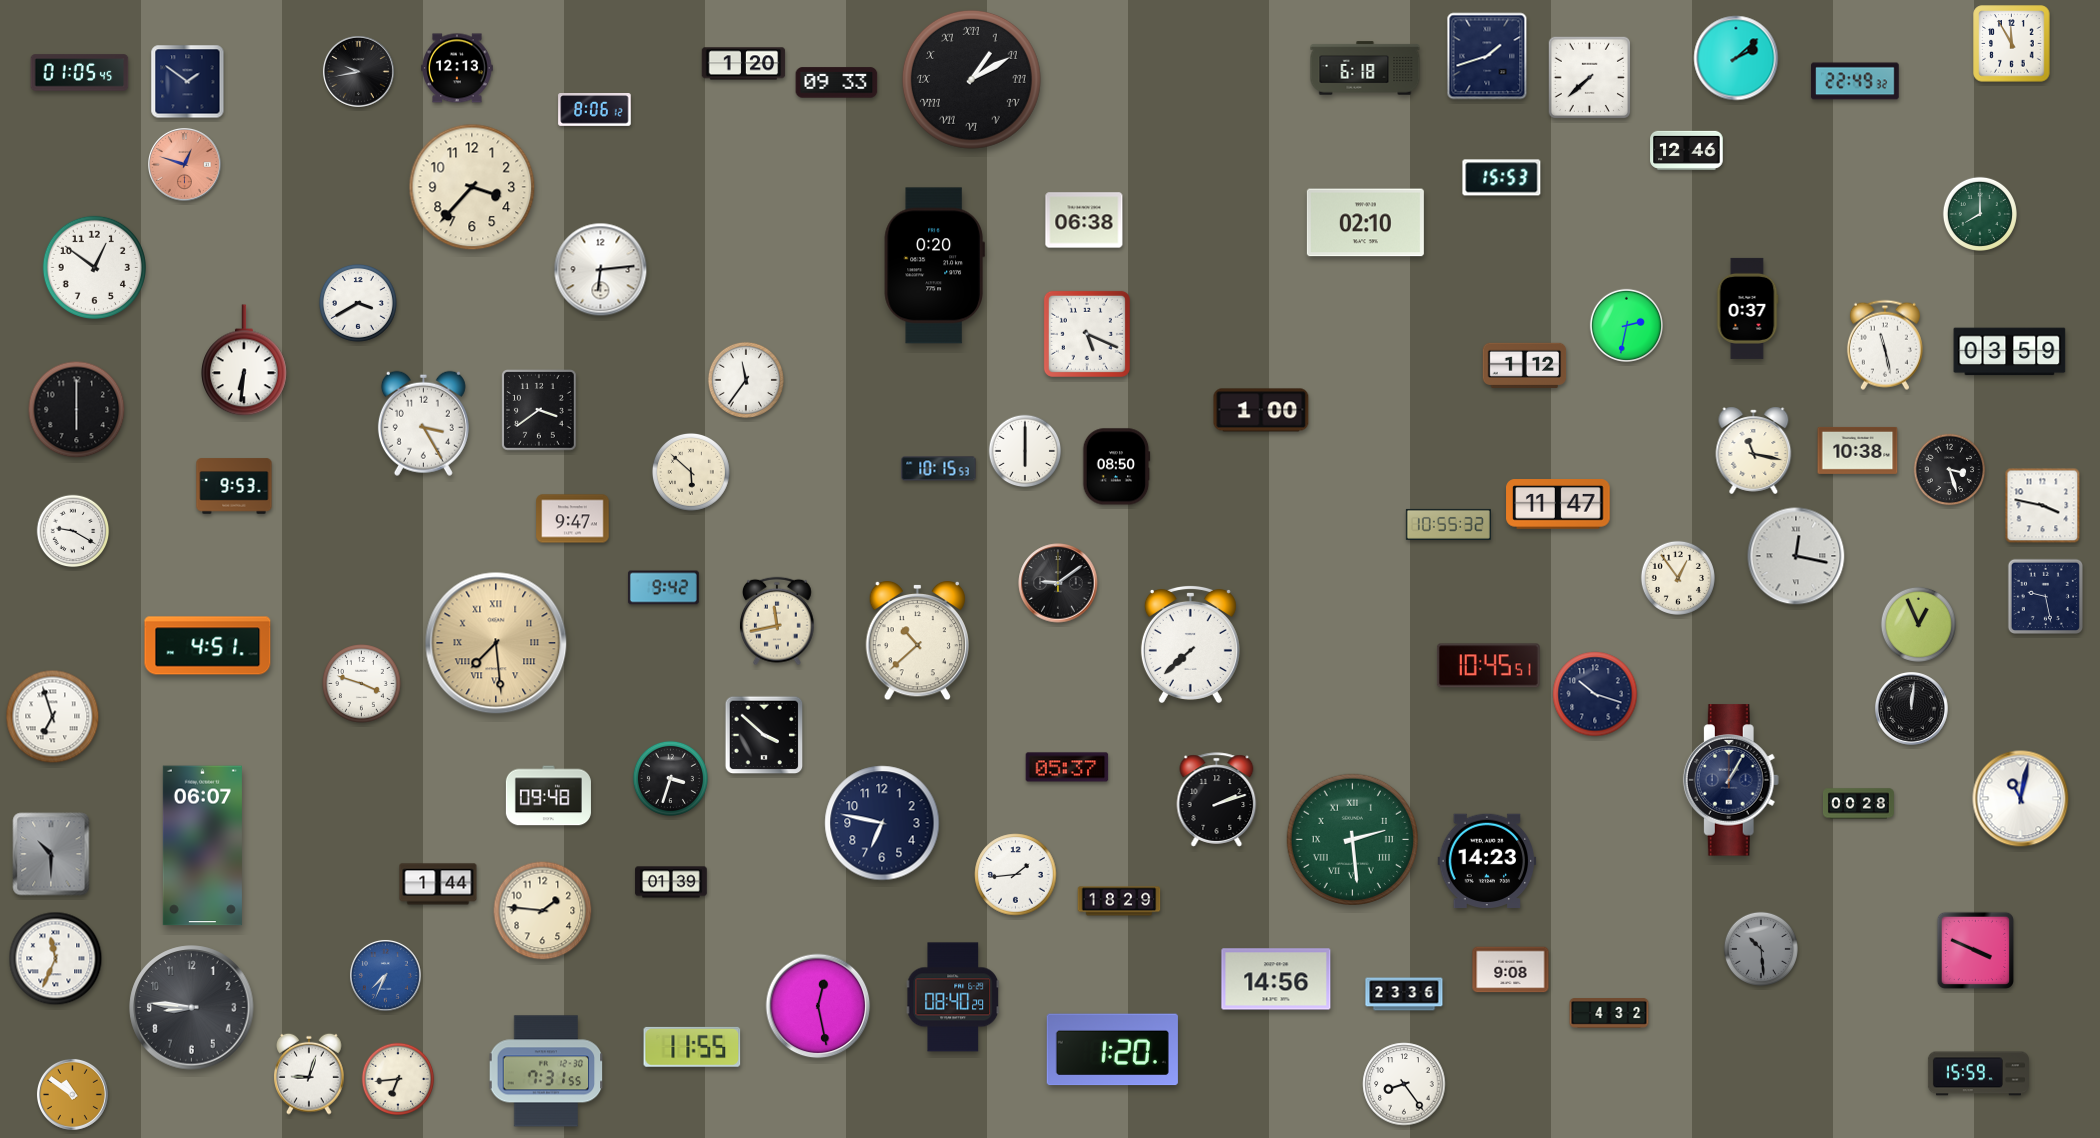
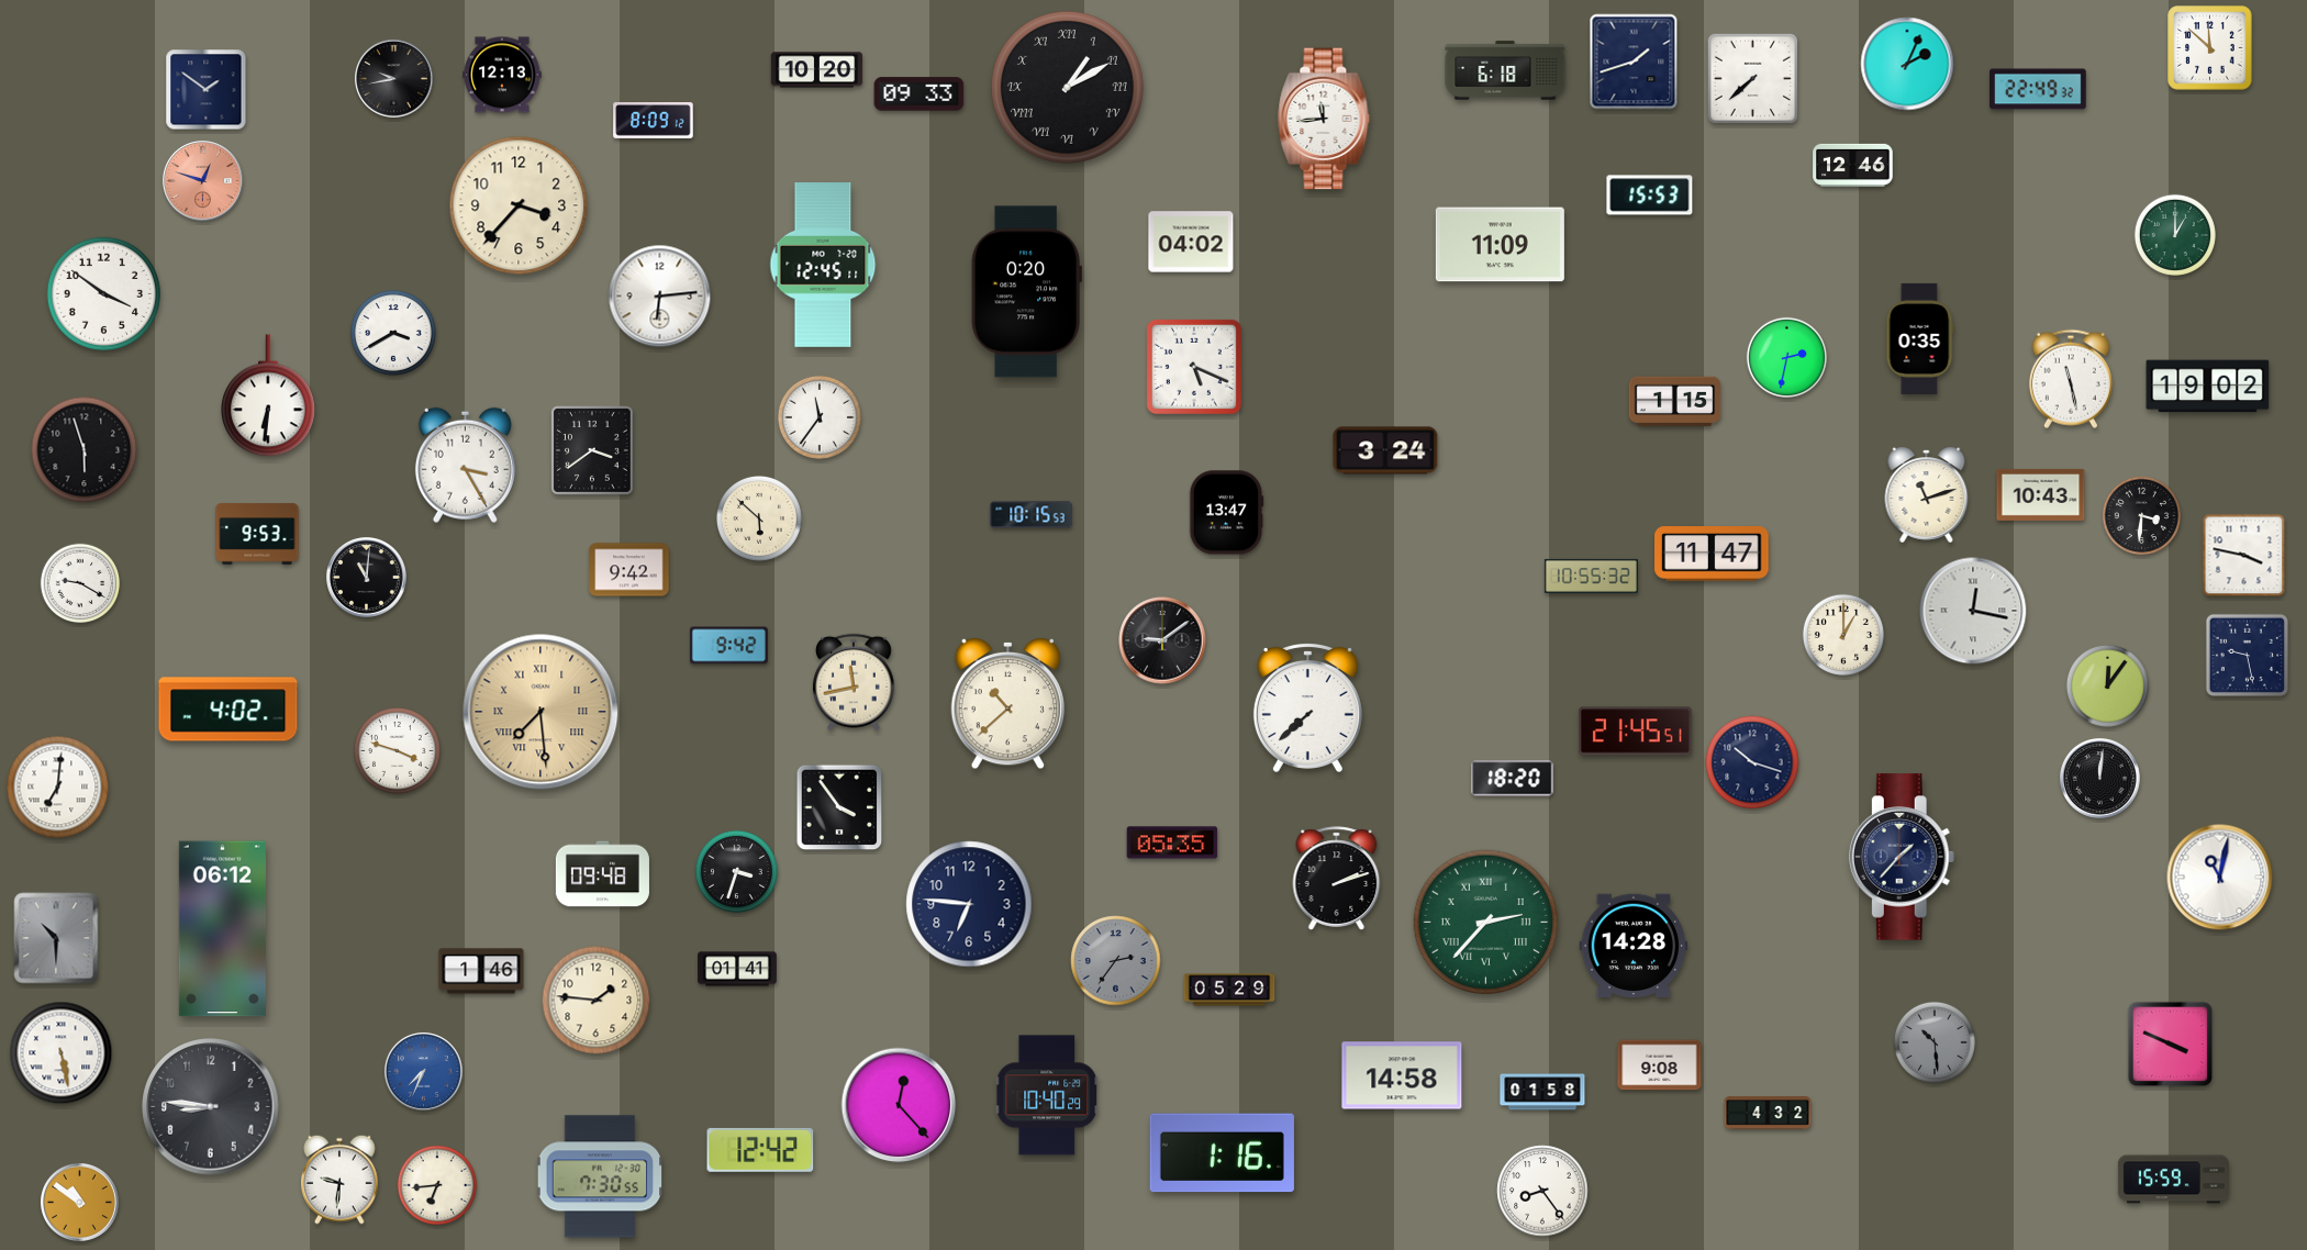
clock at (2012, 44): 11:55 -> 11:52
clock at (1736, 58): 2:08 -> 2:04
clock at (744, 64): 1:20 -> 10:20
clock at (1365, 68) position: (1365, 68) -> (1505, 70)
clock at (80, 73): 01:05 -> none
clock at (1589, 77) position: (1589, 77) -> (1752, 78)
clock at (837, 83) position: (837, 83) -> (920, 94)
clock at (1324, 119): none -> 11:44
clock at (595, 110): 8:06 -> 8:09
clock at (1980, 214): 8:00 -> 1:00
clock at (1084, 220): 06:38 -> 04:02
clock at (1365, 223): 02:10 -> 11:09
clock at (823, 265): none -> 12:45
clock at (94, 267): 12:51 -> 3:51
clock at (1747, 308): 0:37 -> 0:35
clock at (2010, 352): 03:59 -> 19:02
clock at (1525, 365): 1:12 -> 1:15
clock at (77, 410): 6:00 -> 5:57
clock at (1261, 410): 1:00 -> 3:24
clock at (1754, 450): 11:17 -> 11:12
clock at (1858, 450): 10:38 -> 10:43
clock at (1025, 451): 6:00 -> none
clock at (1117, 467): 08:50 -> 13:47
clock at (1950, 470): 3:27 -> 3:31
clock at (573, 519): 9:47 -> 9:42
clock at (367, 578): none -> 11:01
clock at (1678, 578): 12:54 -> 1:00
clock at (1918, 624): 12:56 -> 12:06
clock at (496, 643) position: (496, 643) -> (540, 712)
clock at (208, 646): 4:51 -> 4:02
clock at (1488, 666): 10:45 -> 21:45
clock at (1513, 779): none -> 18:20
clock at (53, 717): 6:57 -> 7:01
clock at (764, 735): 3:52 -> 3:54
clock at (1067, 767): 05:37 -> 05:35
clock at (670, 778) position: (670, 778) -> (736, 871)
clock at (1731, 780): 1:05 -> 1:37
clock at (1859, 804): 00:28 -> none
clock at (882, 823): 6:47 -> 6:46
clock at (1352, 839): 2:29 -> 2:37
clock at (202, 846): 06:07 -> 06:12
clock at (1487, 861): 14:23 -> 14:28
clock at (1016, 875): 1:44 -> 2:36
clock at (1016, 875) dial: white -> grey
clock at (671, 882): 01:39 -> 01:41
clock at (438, 884): 1:44 -> 1:46
clock at (1119, 901): 18:29 -> 05:29
clock at (56, 959): 11:34 -> 5:28
clock at (1276, 979): 14:56 -> 14:58
clock at (1404, 994): 23:36 -> 01:58
clock at (953, 997): 08:40 -> 10:40
clock at (818, 1006): 12:28 -> 12:23
clock at (692, 1047): 11:55 -> 12:42
clock at (1112, 1050): 1:20 -> 1:16
clock at (546, 1071): 7:31 -> 7:30
clock at (309, 1074): 9:03 -> 9:31
